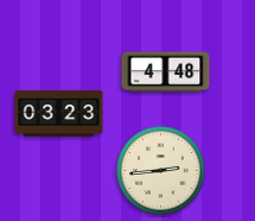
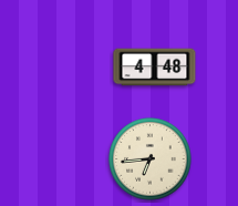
clock at (59, 114): 03:23 -> none
clock at (161, 171): 2:44 -> 6:44
